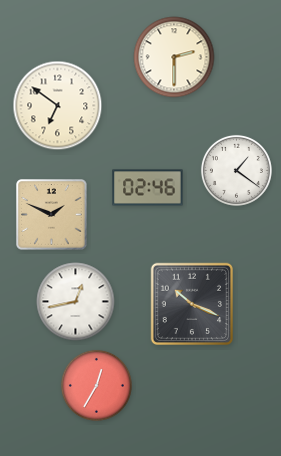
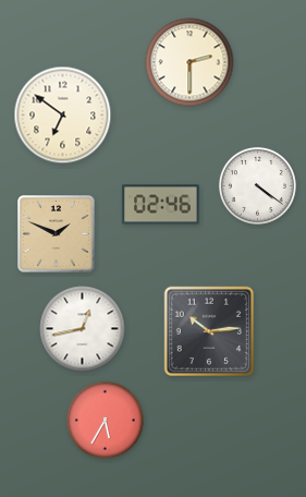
clock at (236, 170): 1:21 -> 4:21
clock at (192, 304): 10:19 -> 10:14
clock at (96, 385): 12:35 -> 5:35
